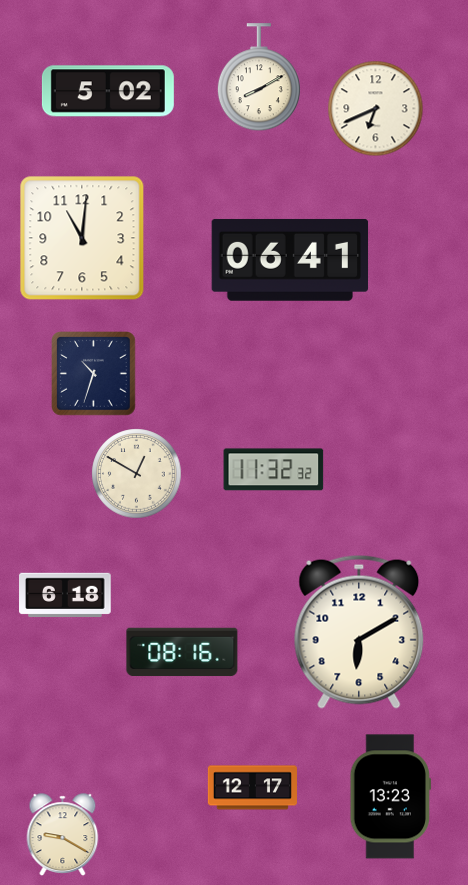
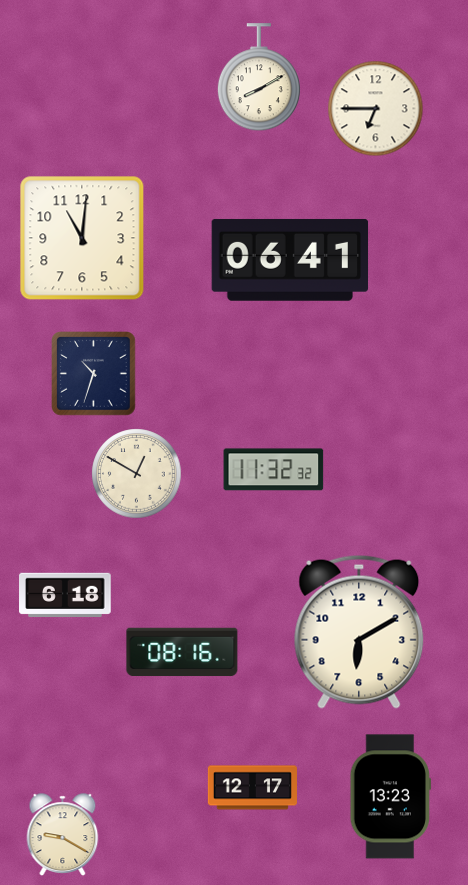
clock at (108, 91): 5:02 -> none
clock at (376, 109): 6:41 -> 6:45
